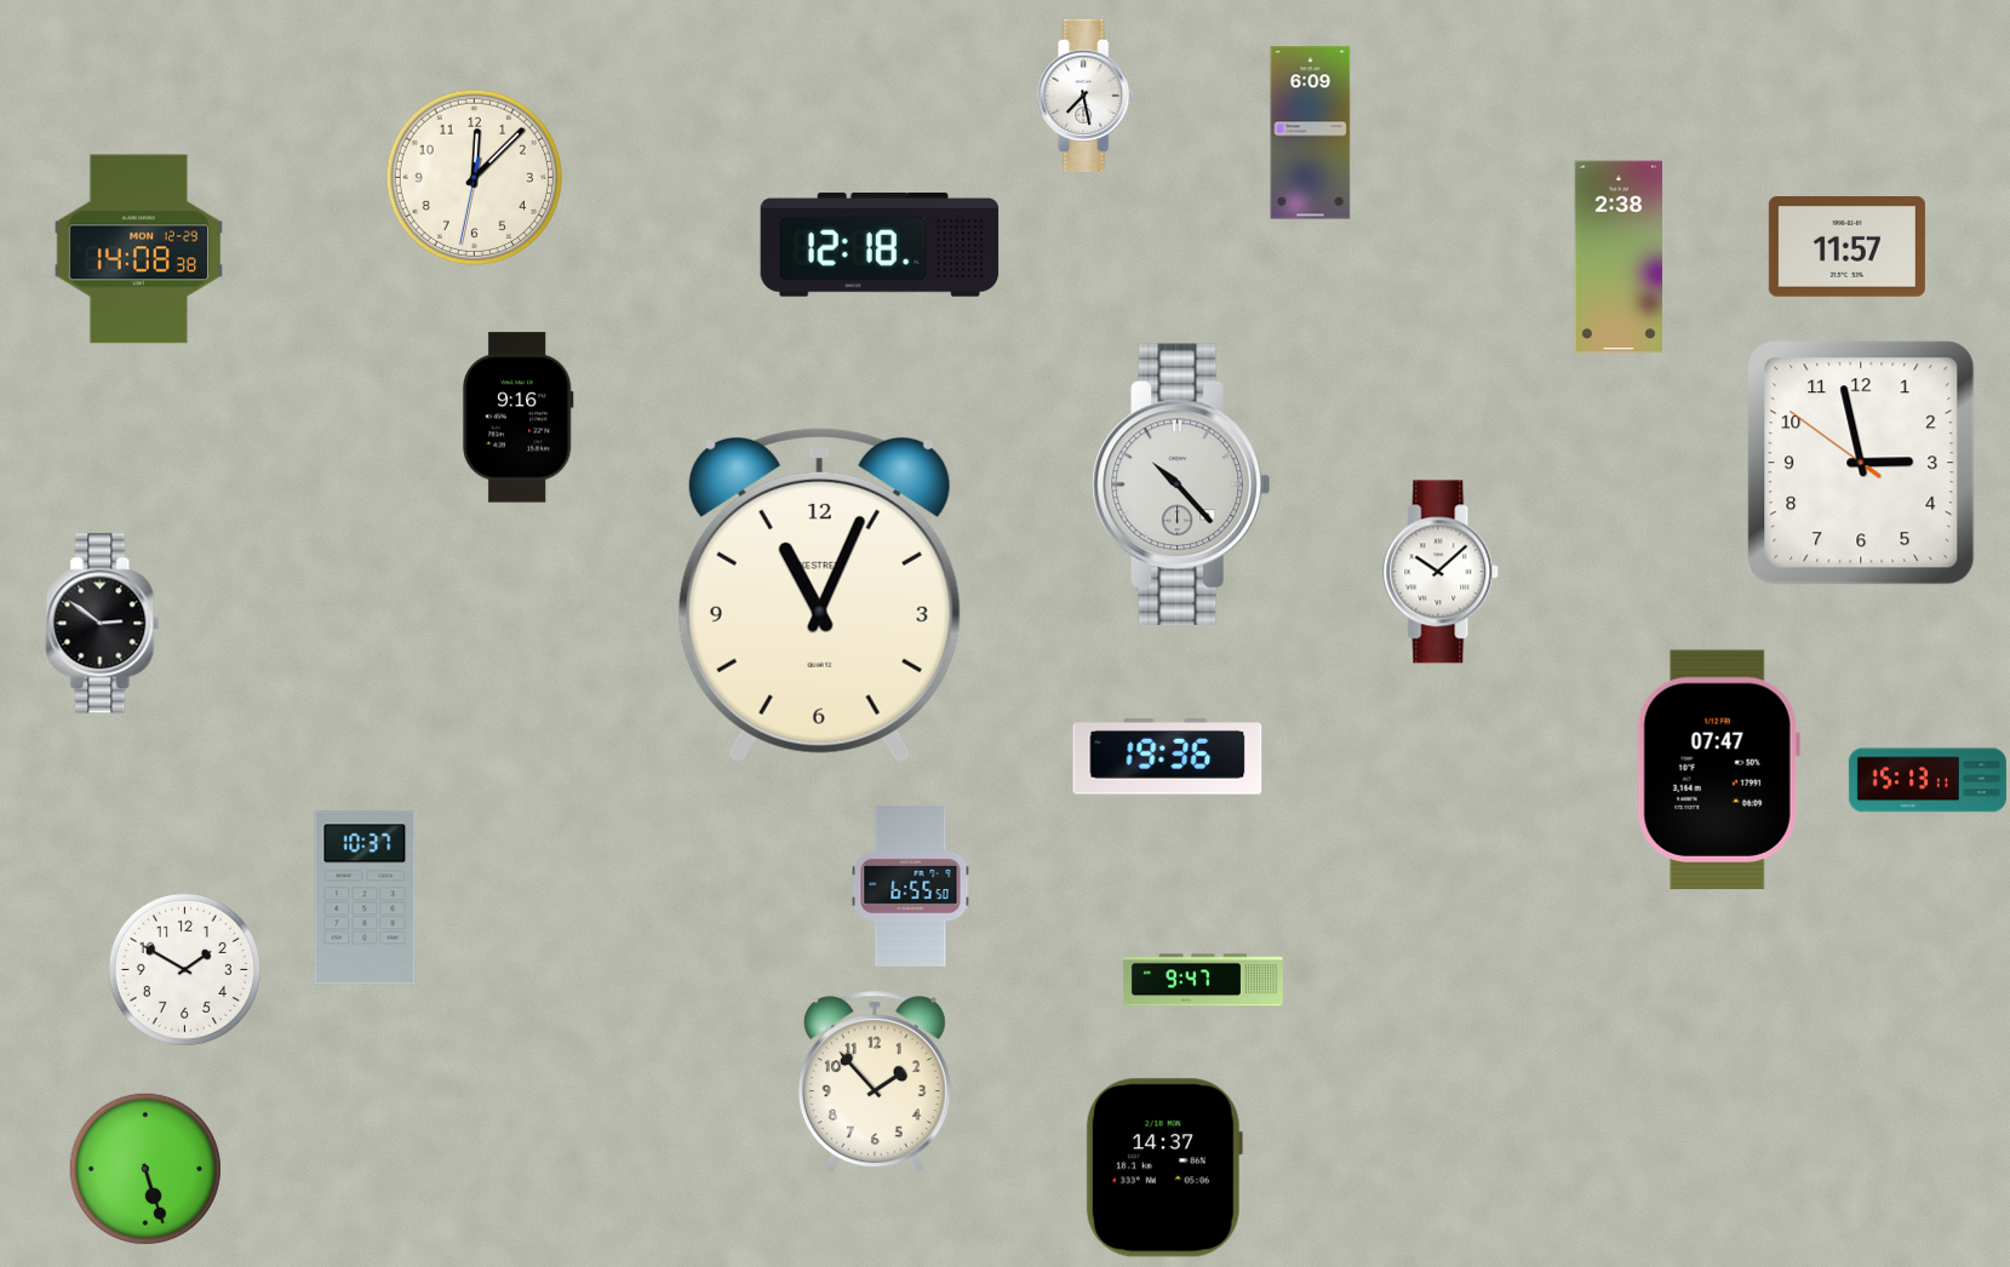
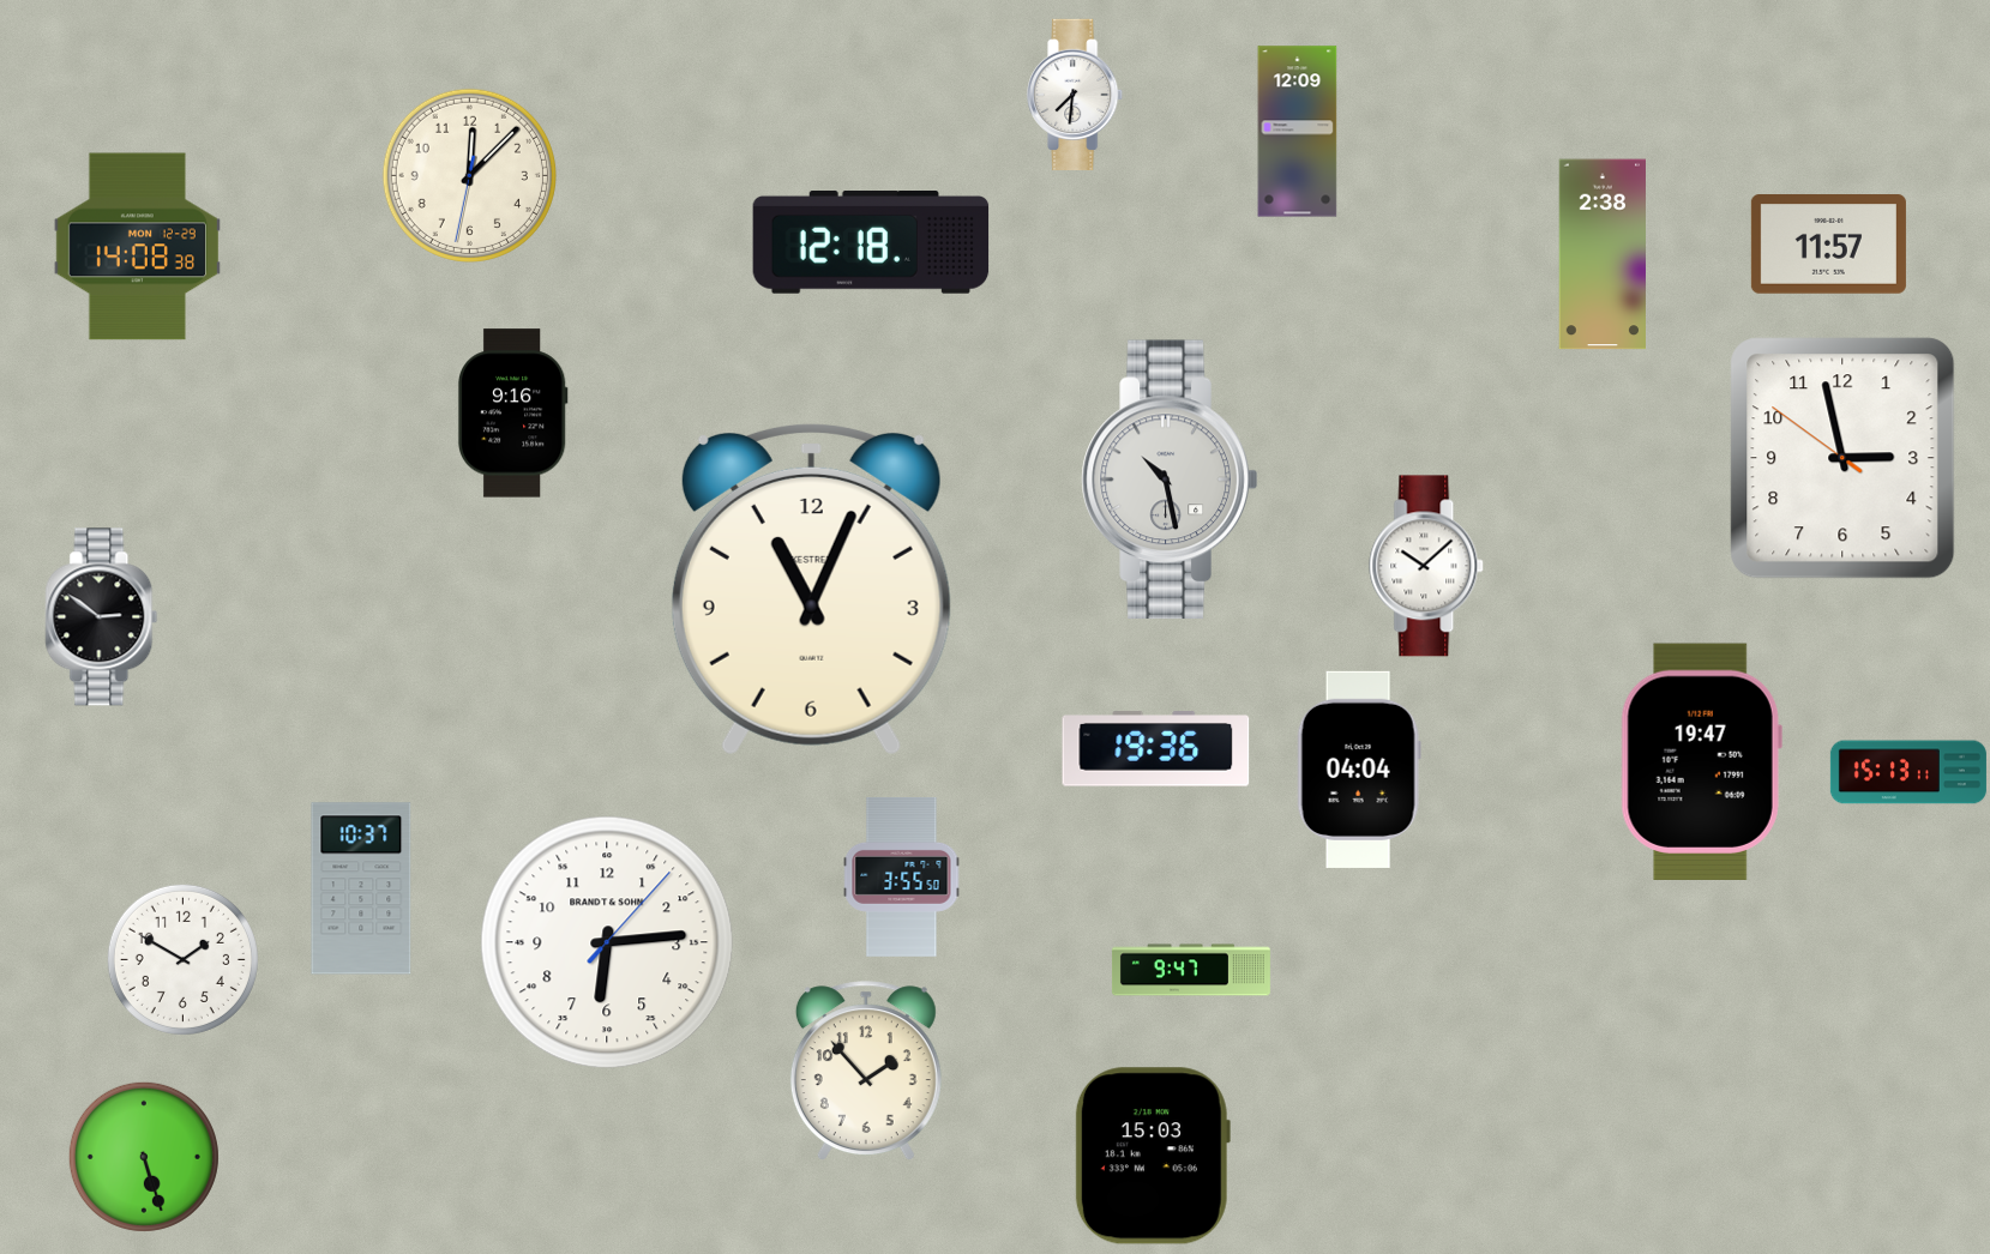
clock at (1087, 94): 7:28 -> 7:31
clock at (1311, 133): 6:09 -> 12:09
clock at (1181, 485): 10:23 -> 10:28
clock at (1718, 769): 07:47 -> 19:47
clock at (1359, 770): none -> 04:04
clock at (911, 885): 6:55 -> 3:55
clock at (607, 942): none -> 6:14
clock at (1164, 1168): 14:37 -> 15:03
